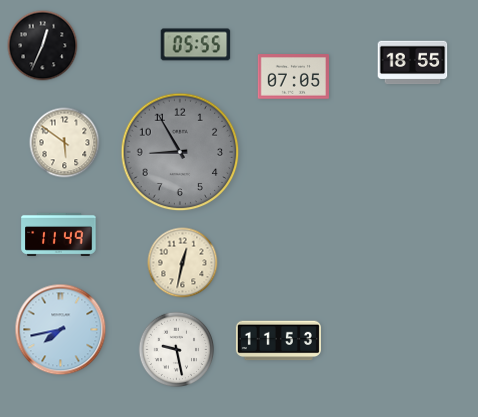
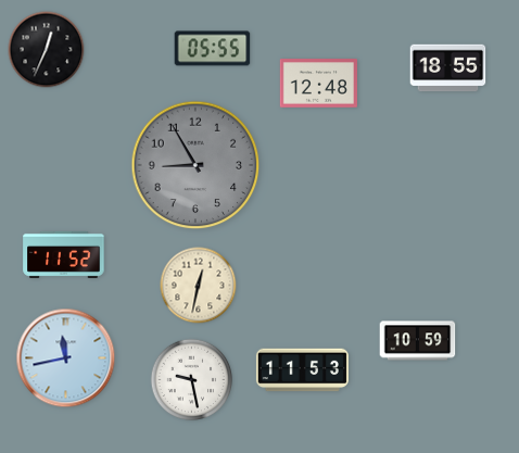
clock at (293, 77): 07:05 -> 12:48
clock at (65, 143): 5:51 -> none
clock at (59, 234): 11:49 -> 11:52
clock at (418, 341): none -> 10:59
clock at (61, 330): 7:43 -> 11:43
